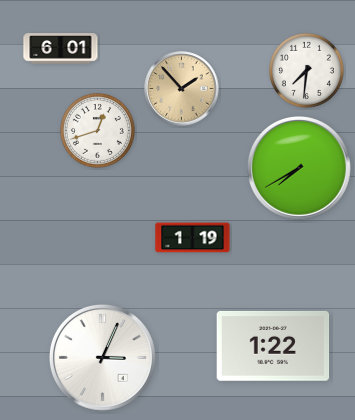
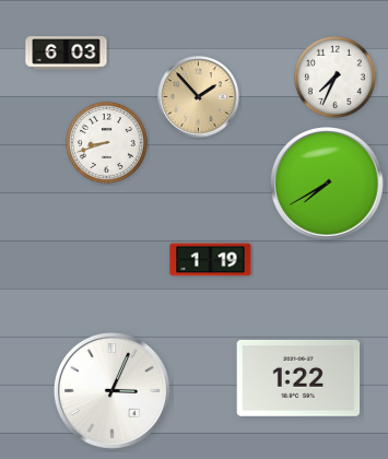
clock at (61, 49): 6:01 -> 6:03
clock at (306, 70): 7:31 -> 7:34
clock at (97, 130): 12:42 -> 8:42
